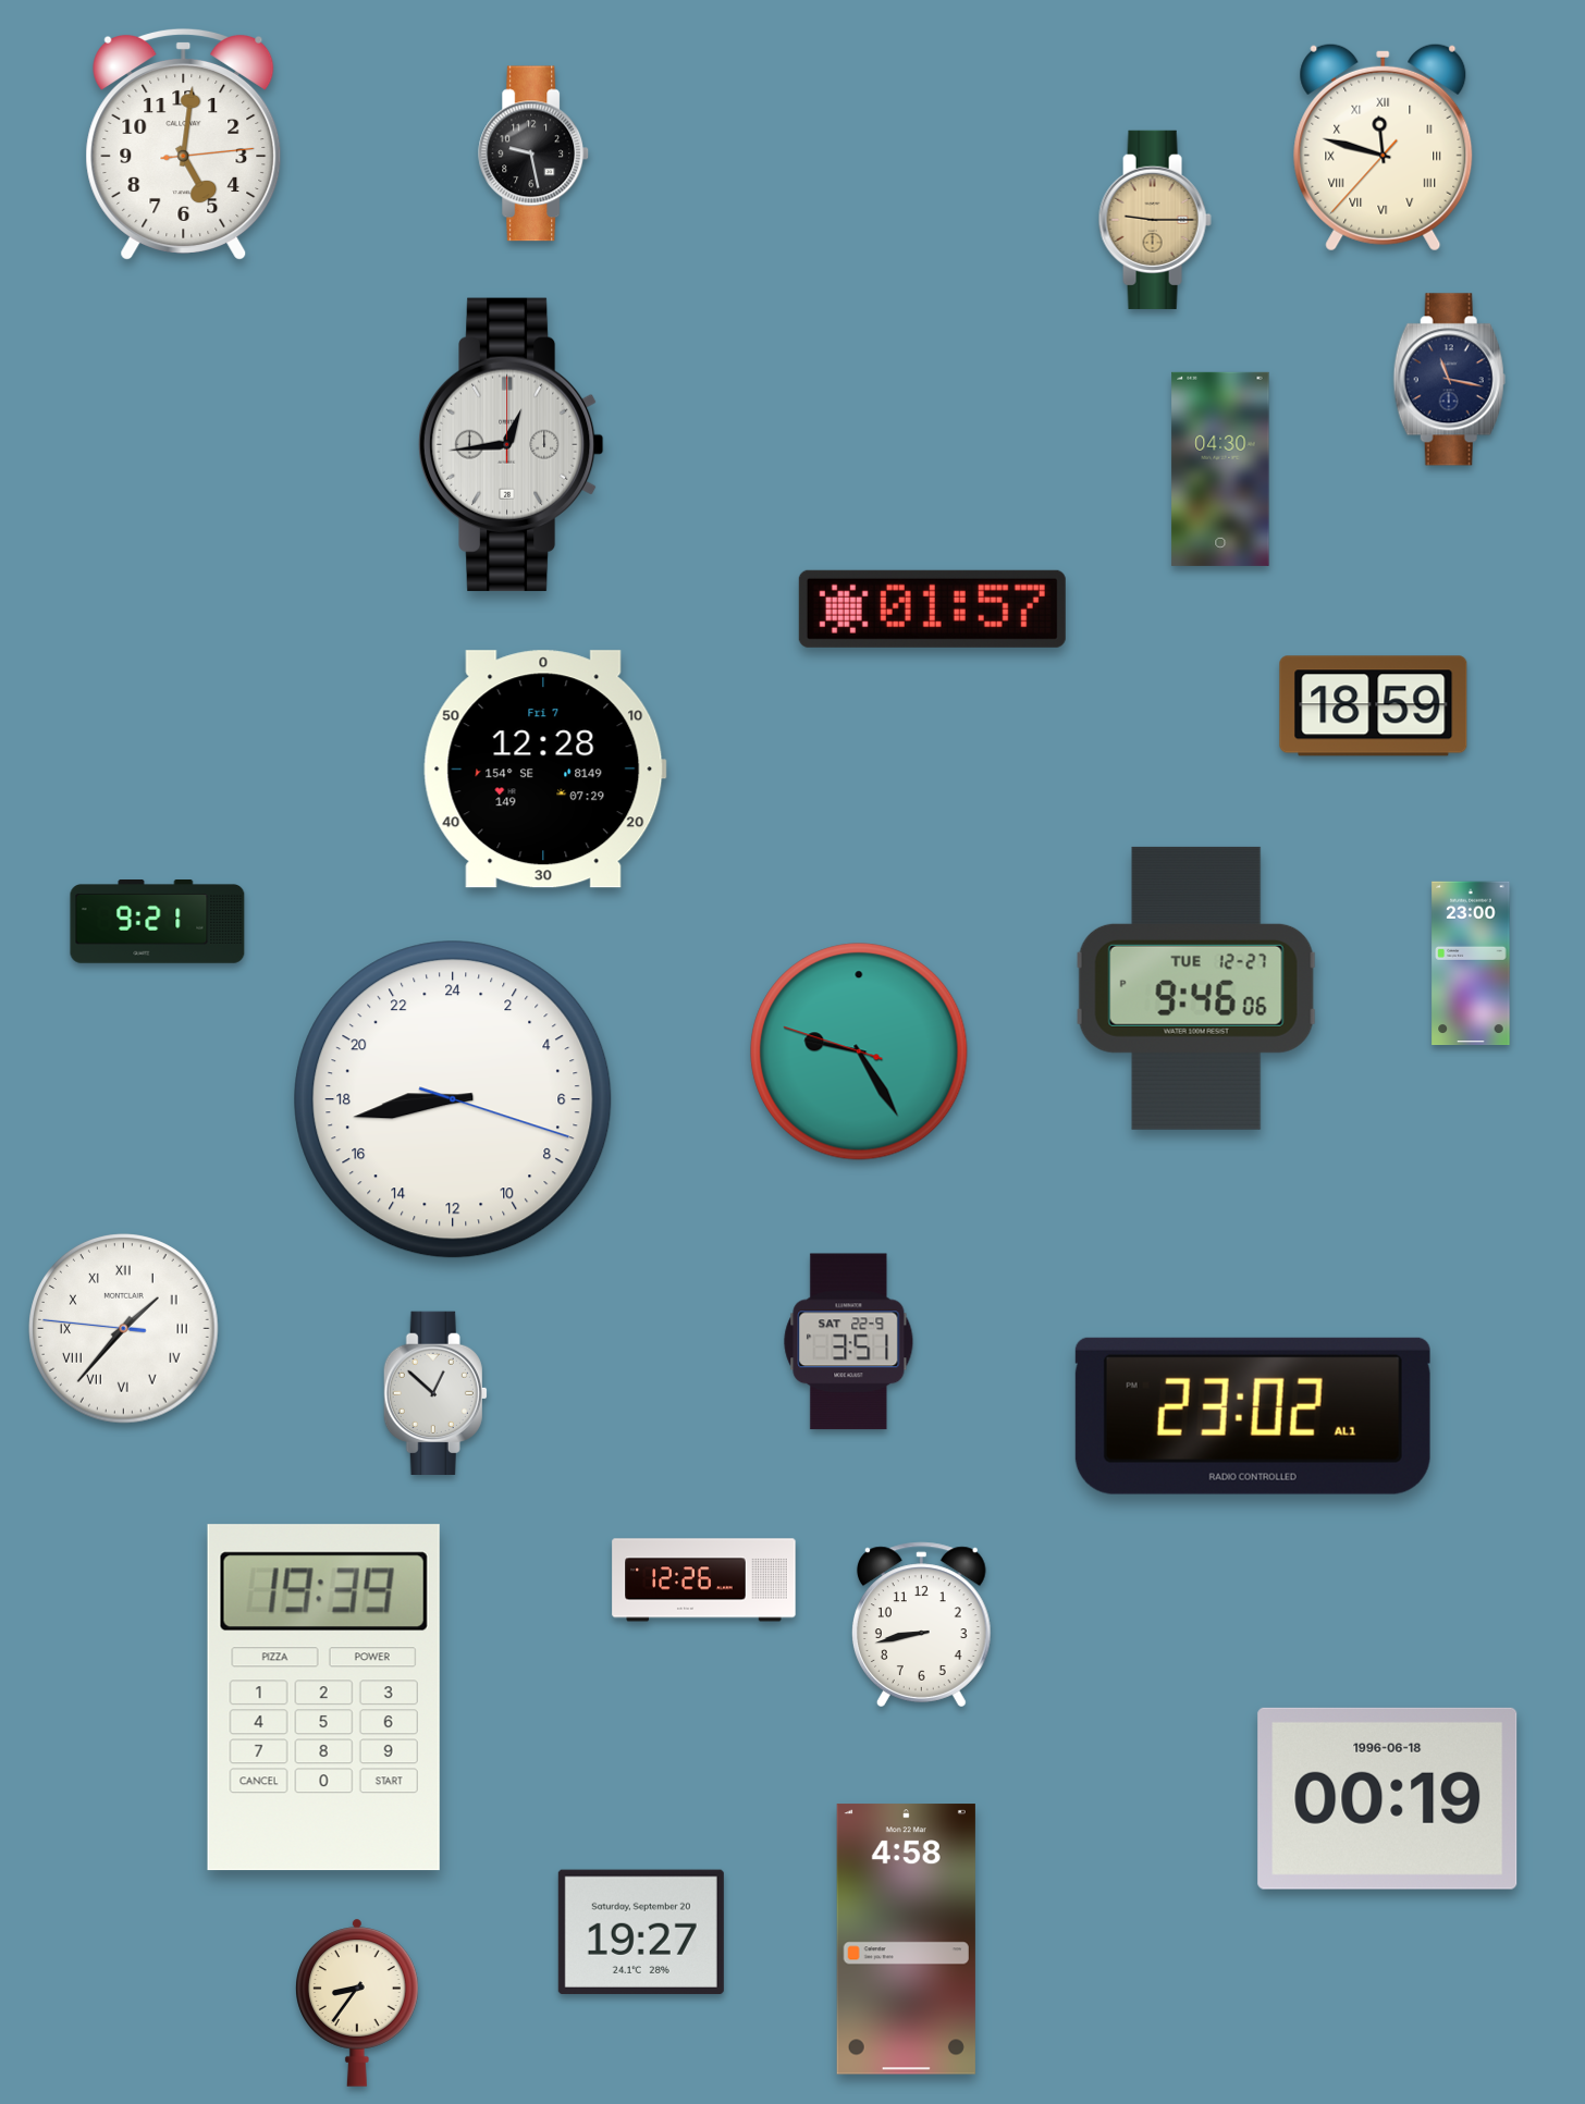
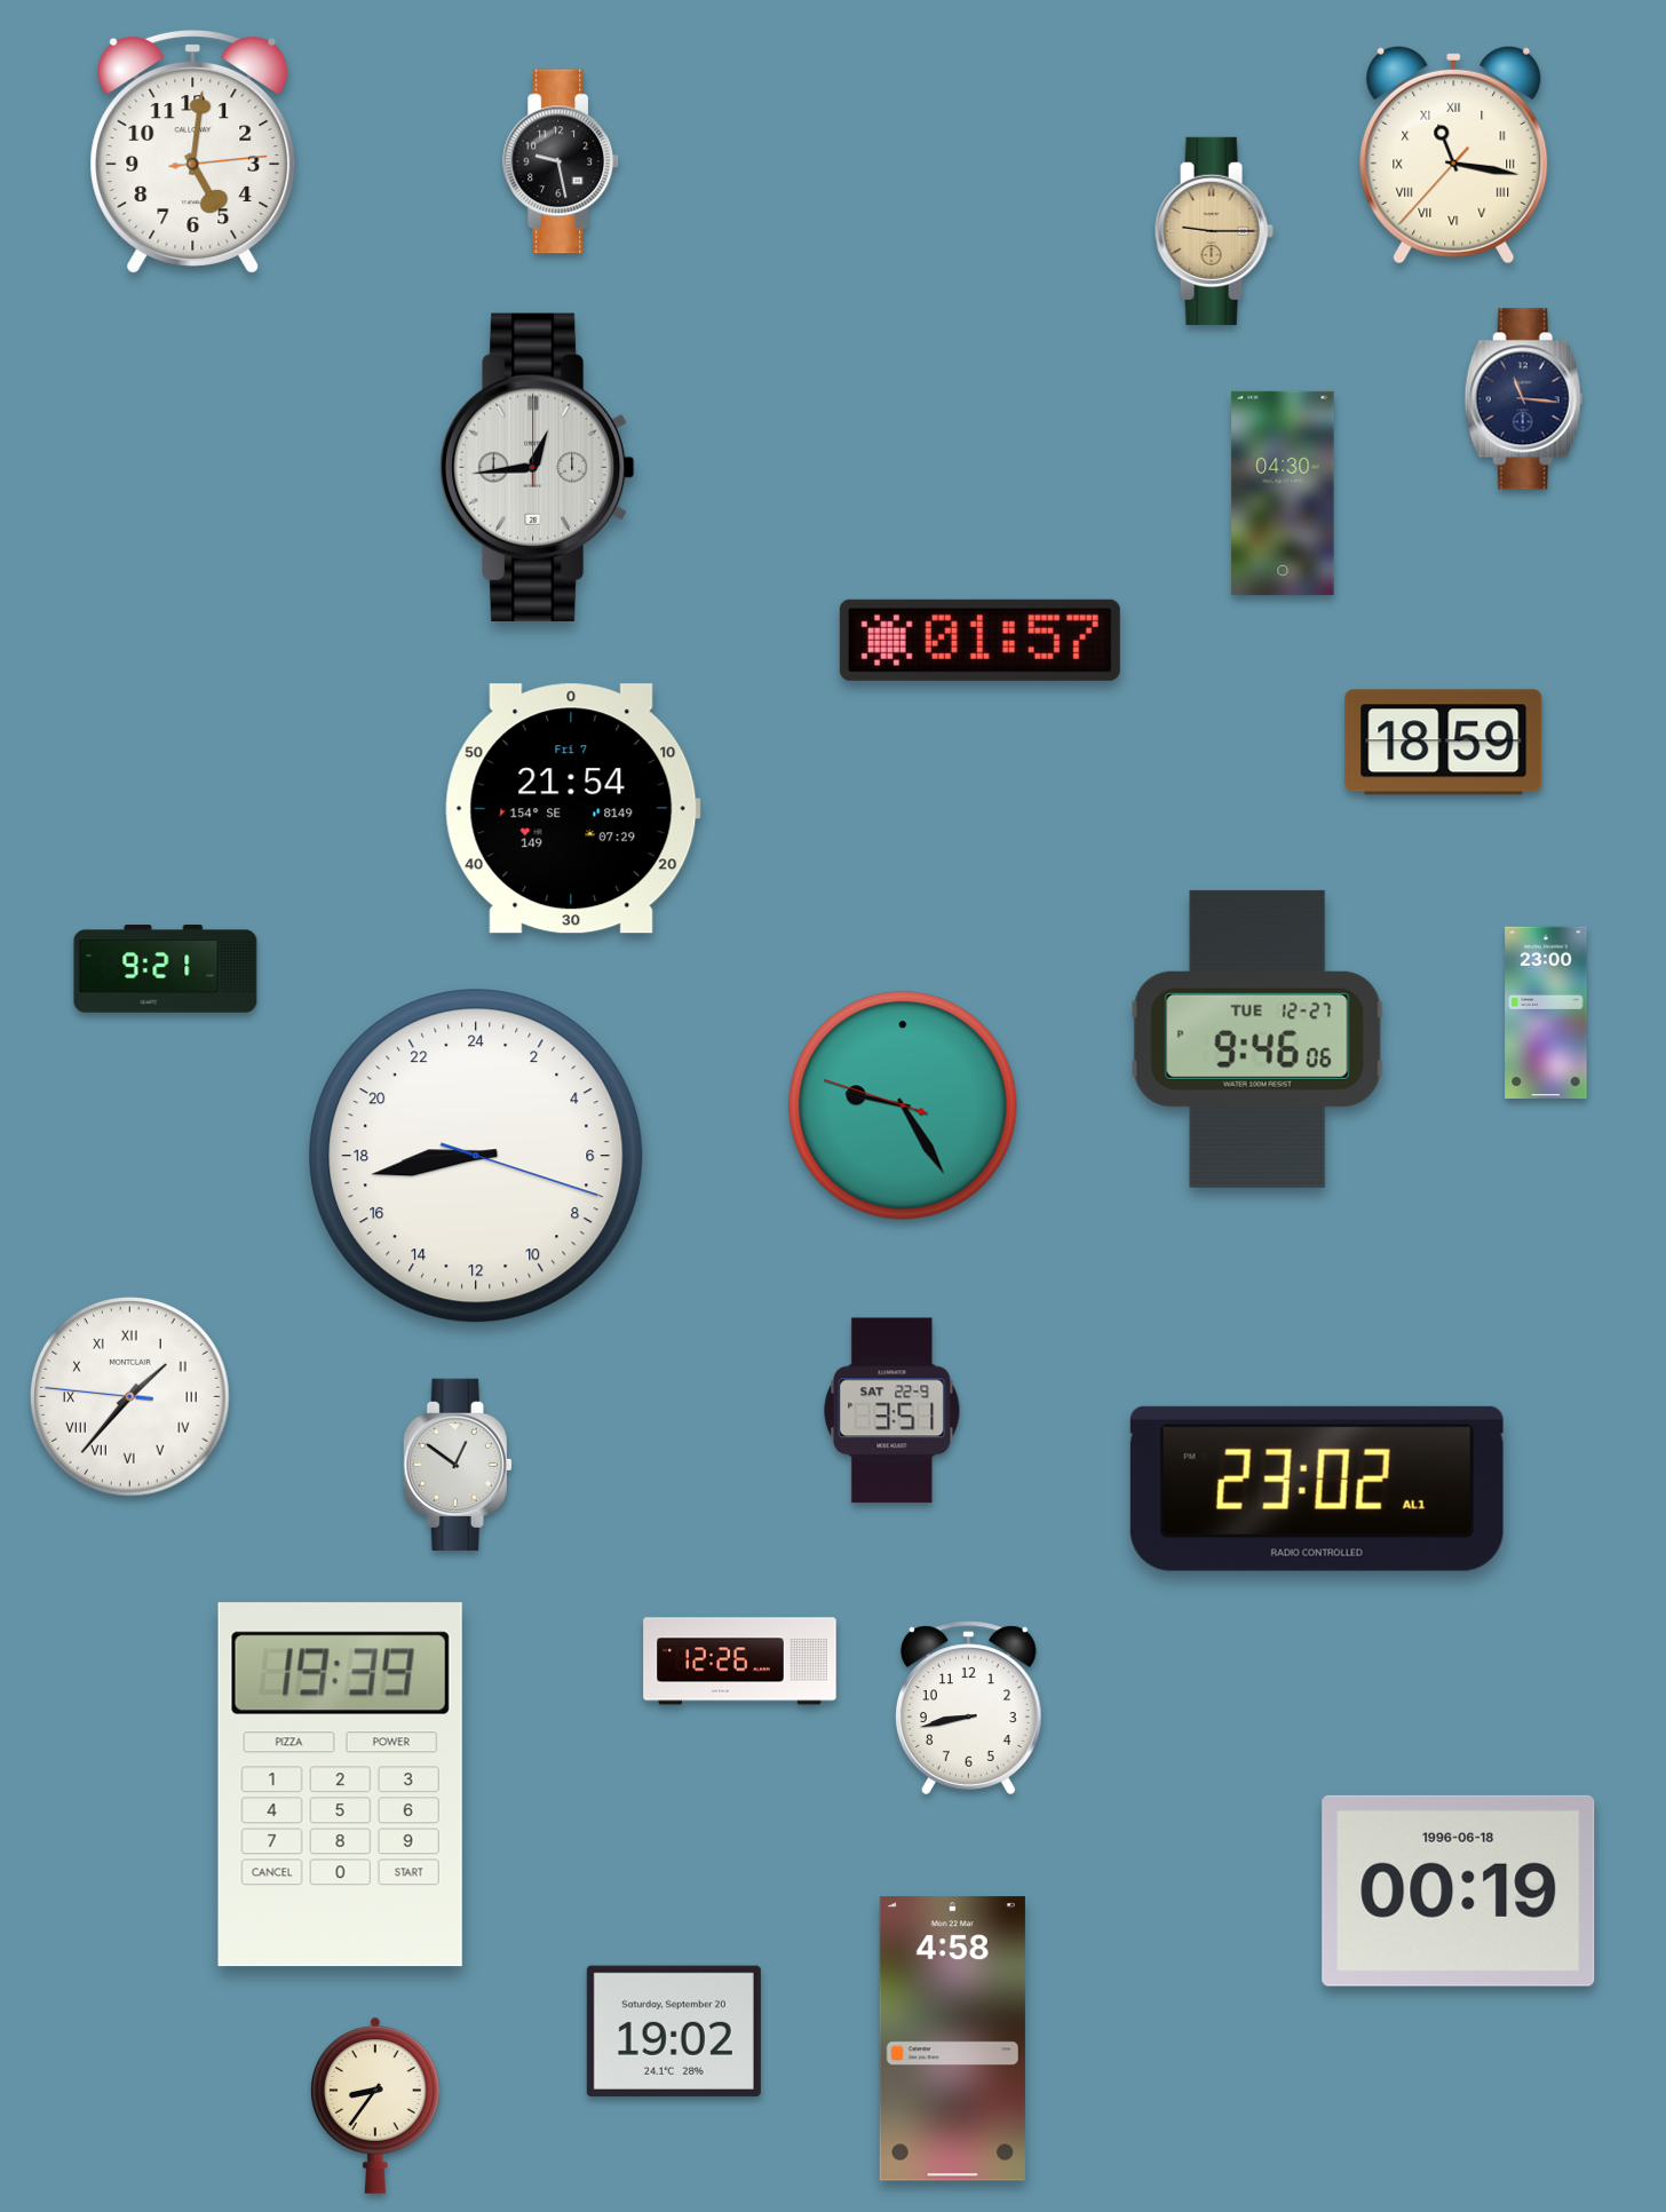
clock at (1384, 147): 11:47 -> 11:16
clock at (1449, 380): 11:17 -> 11:16
clock at (544, 770): 12:28 -> 21:54
clock at (435, 1392): 12:52 -> 12:51
clock at (641, 1932): 19:27 -> 19:02
